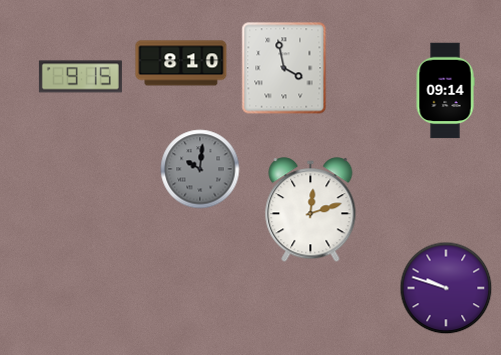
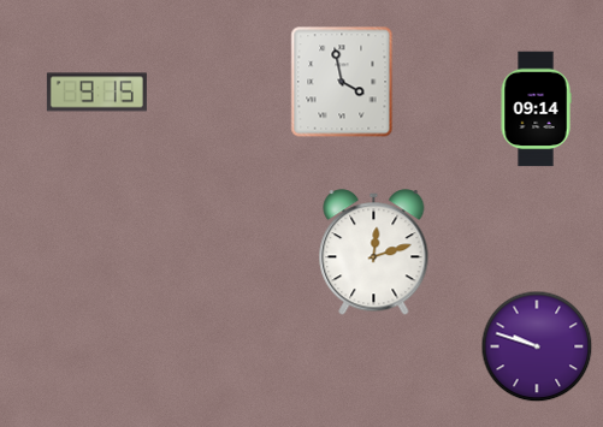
clock at (181, 63): 8:10 -> none
clock at (200, 169): 10:01 -> none
